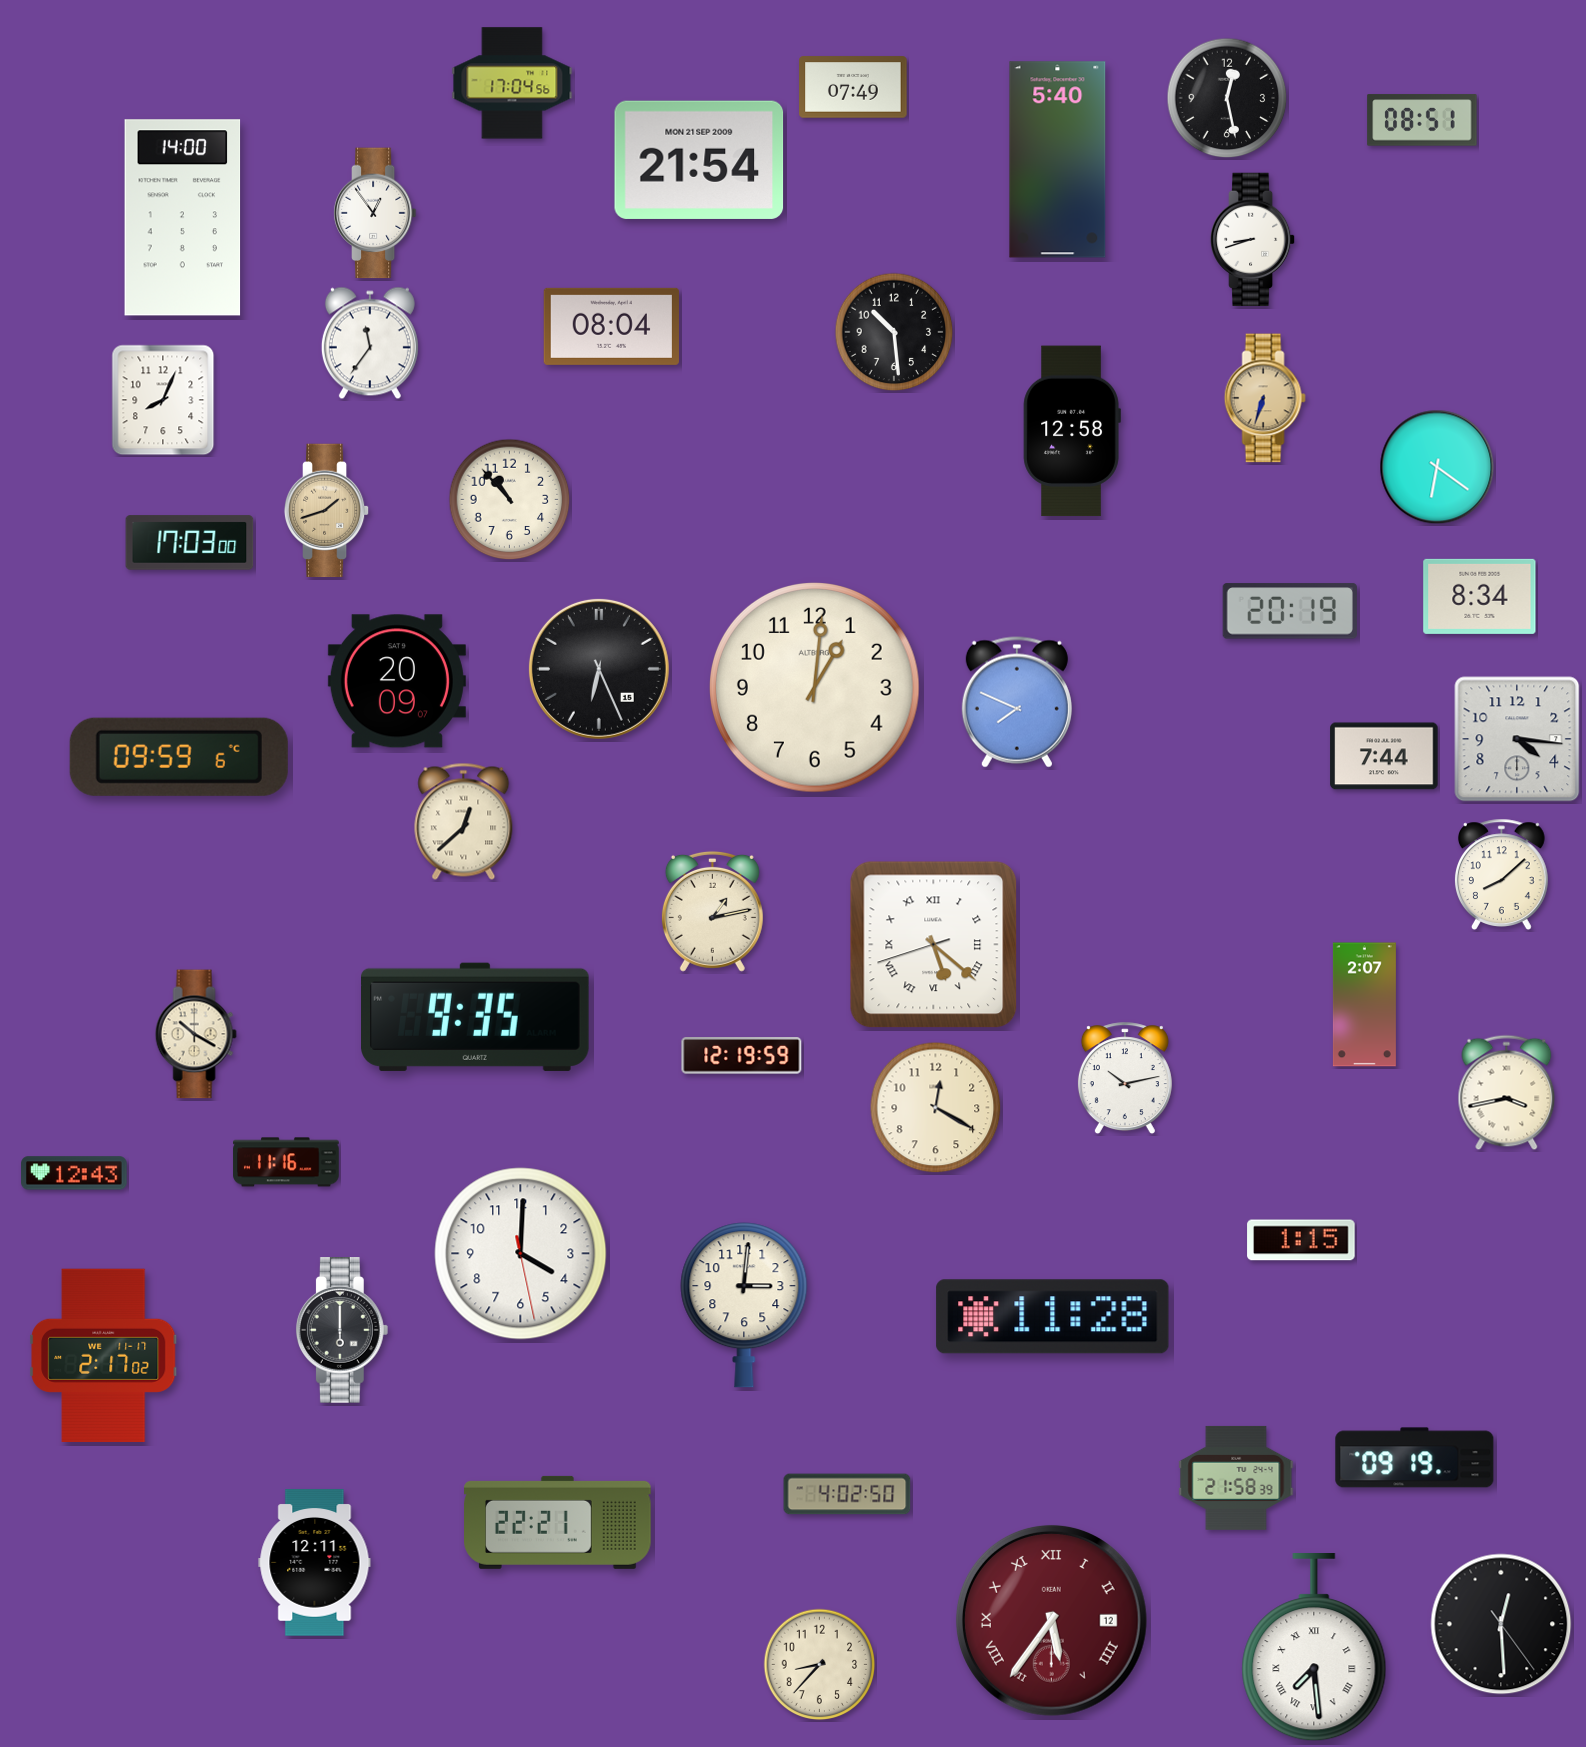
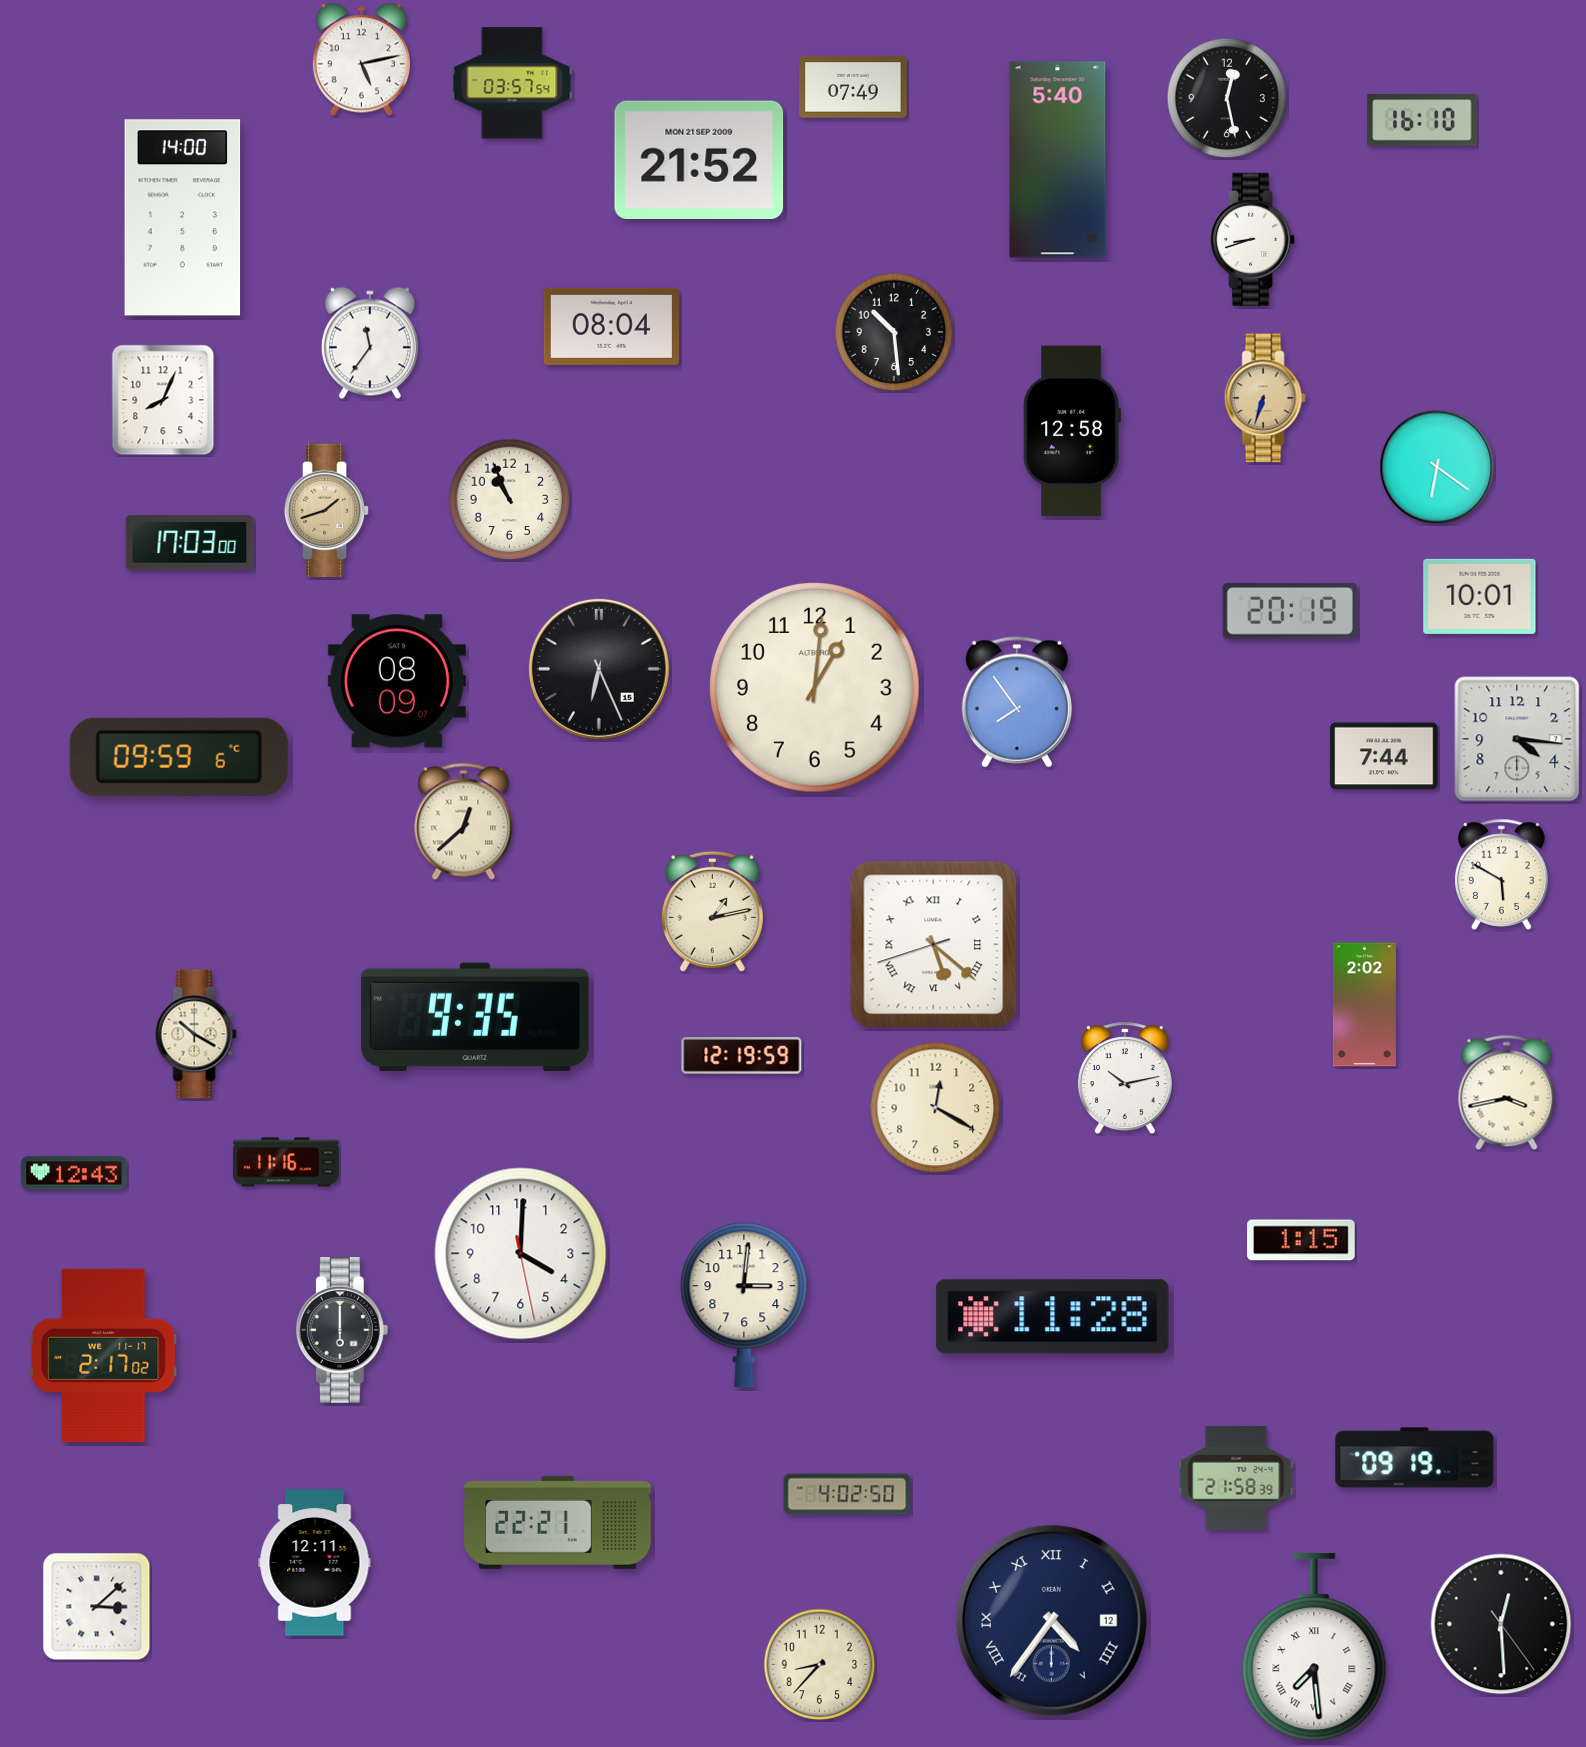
clock at (361, 60): none -> 5:13
clock at (512, 83): 17:04 -> 03:57
clock at (1422, 120): 08:51 -> 16:10
clock at (699, 160): 21:54 -> 21:52
clock at (375, 213): 12:54 -> none
clock at (510, 500): 10:53 -> 10:56
clock at (1480, 596): 8:34 -> 10:01
clock at (397, 681): 20:09 -> 08:09
clock at (1017, 702): 7:49 -> 7:54
clock at (1501, 874): 8:08 -> 5:50
clock at (1364, 1005): 2:07 -> 2:02
clock at (97, 1607): none -> 3:08
clock at (1051, 1620): 5:36 -> 4:36
clock at (1051, 1620) dial: burgundy -> navy
